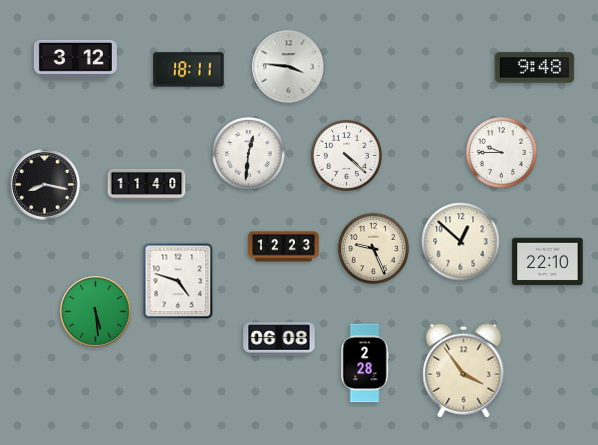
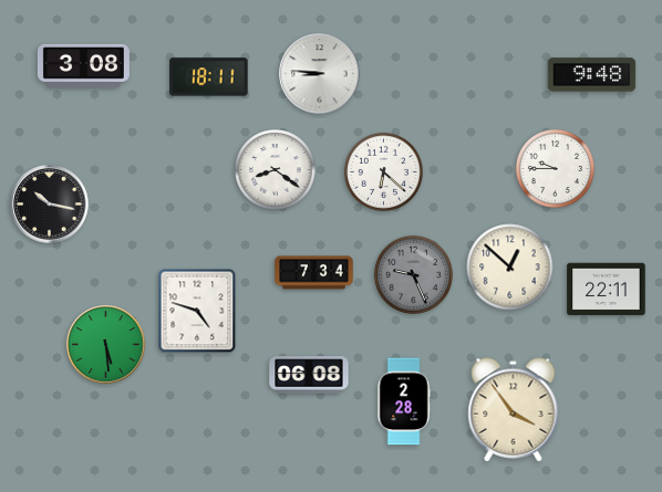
clock at (75, 59): 3:12 -> 3:08
clock at (289, 67): 3:46 -> 8:46
clock at (249, 154): 12:31 -> 8:21
clock at (346, 155): 4:22 -> 6:22
clock at (147, 184): 11:40 -> none
clock at (45, 185): 8:17 -> 10:17
clock at (284, 247): 12:23 -> 7:34
clock at (373, 248) dial: cream -> grey
clock at (548, 262): 22:10 -> 22:11
